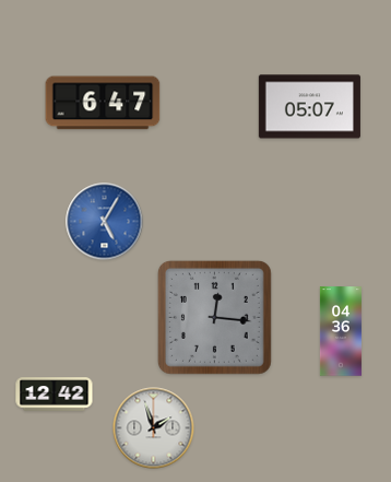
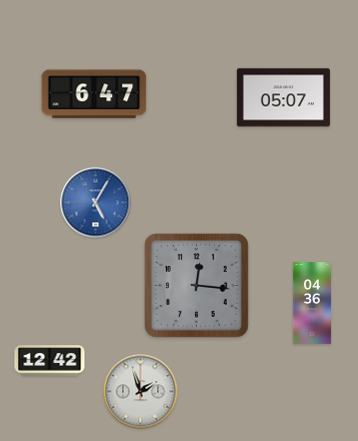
clock at (214, 317) position: (214, 317) -> (196, 285)
